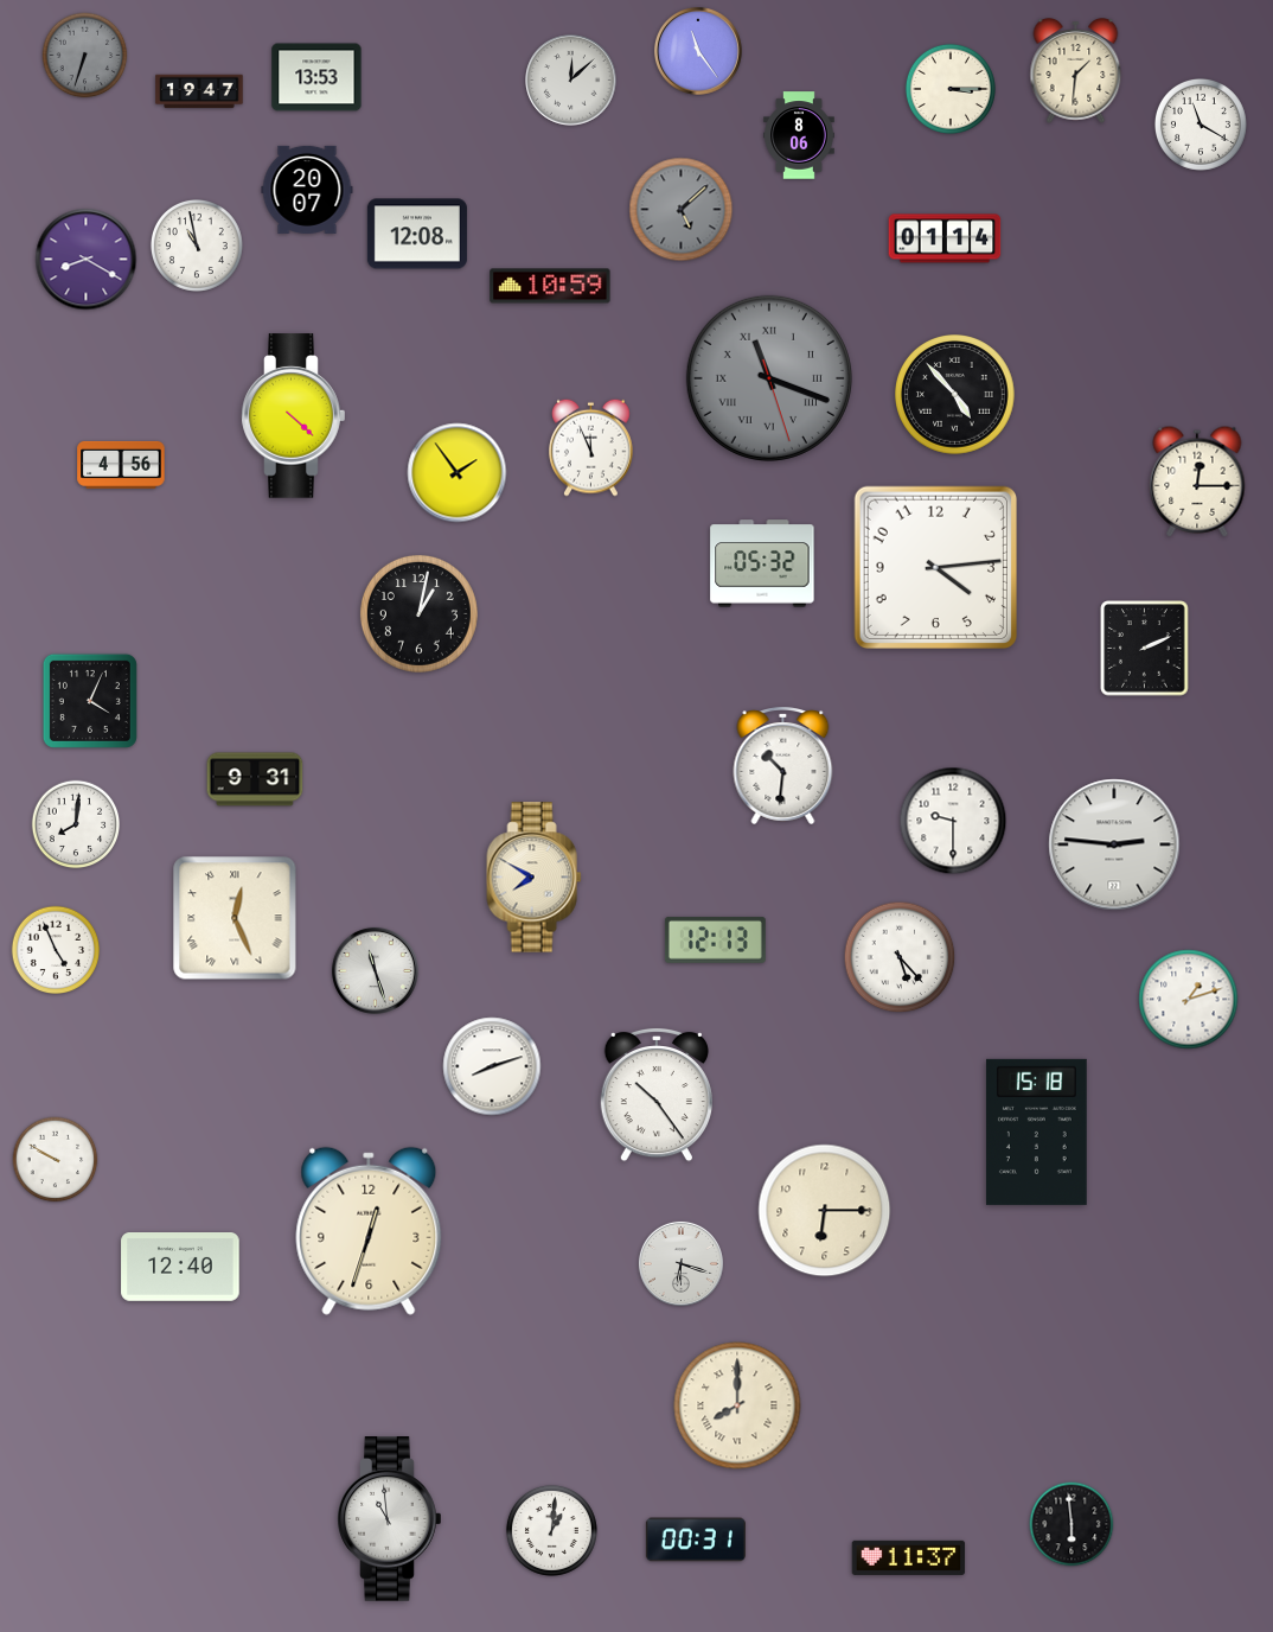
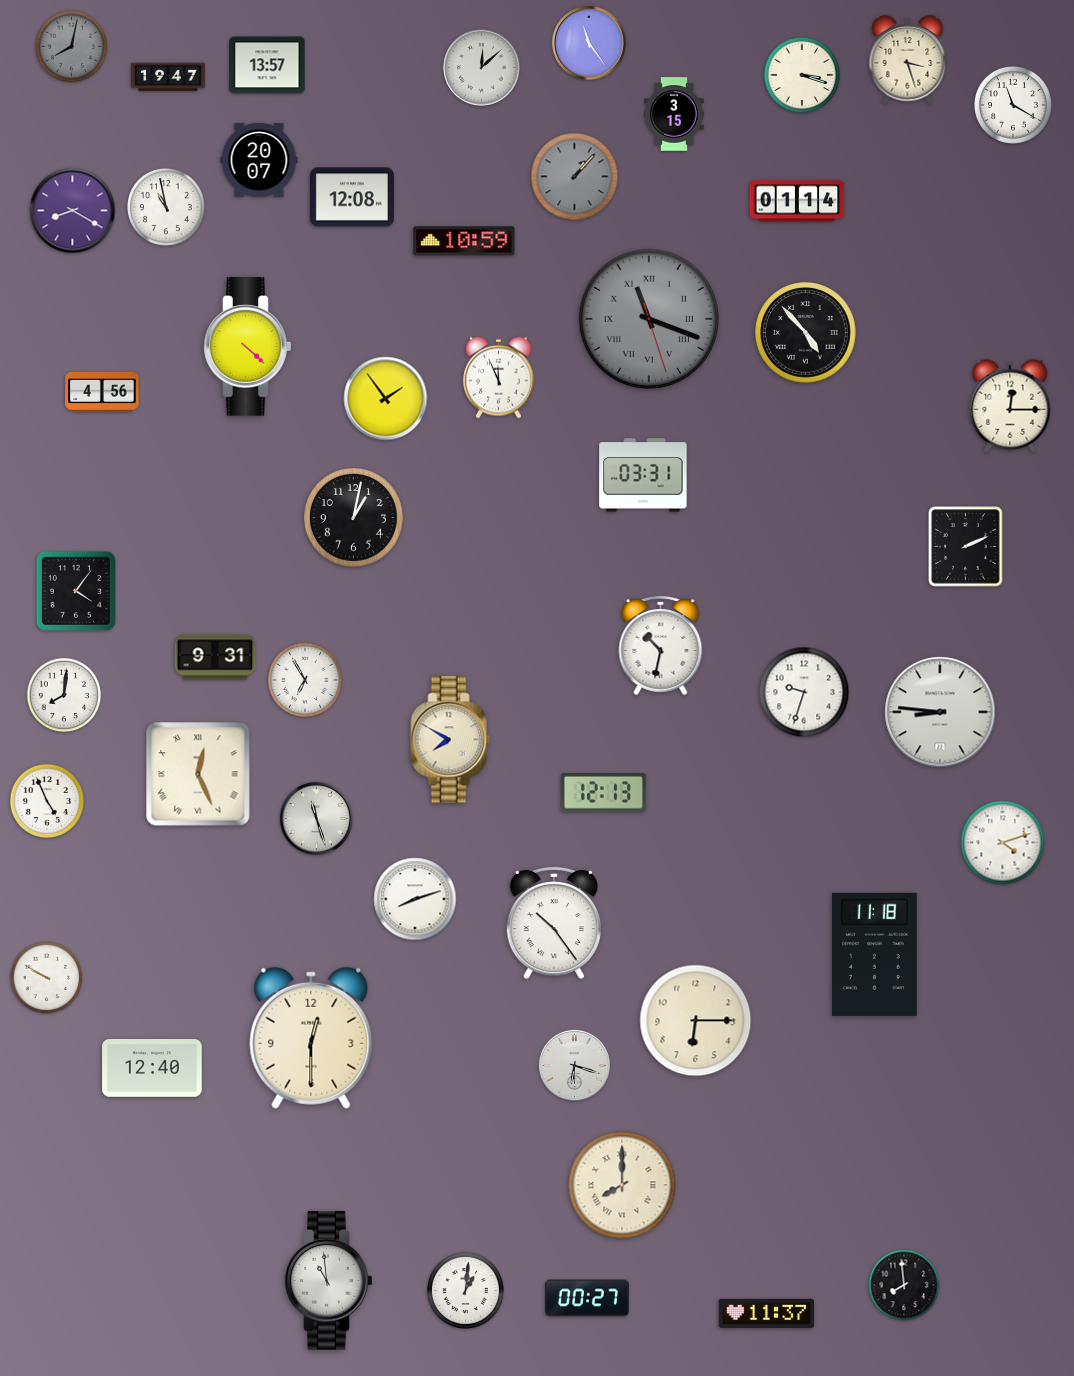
clock at (85, 56): 6:33 -> 8:02
clock at (1076, 71): 1:31 -> 3:27
clock at (316, 77): 13:53 -> 13:57
clock at (951, 89): 3:15 -> 3:18
clock at (799, 135): 8:06 -> 3:15
clock at (682, 210): 5:08 -> 1:07
clock at (87, 260) position: (87, 260) -> (73, 211)
clock at (294, 416) position: (294, 416) -> (248, 347)
clock at (762, 563): 05:32 -> 03:31
clock at (935, 567): 4:14 -> none
clock at (90, 701): 4:04 -> 4:06
clock at (783, 766): 10:31 -> 10:32
clock at (305, 680): none -> 6:55
clock at (953, 821): 9:30 -> 9:33
clock at (1114, 844): 2:46 -> 8:46
clock at (900, 957): 5:23 -> none
clock at (1189, 1000): 1:12 -> 4:12
clock at (1036, 1131): 15:18 -> 11:18
clock at (369, 1231): 12:33 -> 12:30
clock at (1072, 1524): 5:59 -> 7:59
clock at (696, 1539): 00:31 -> 00:27
